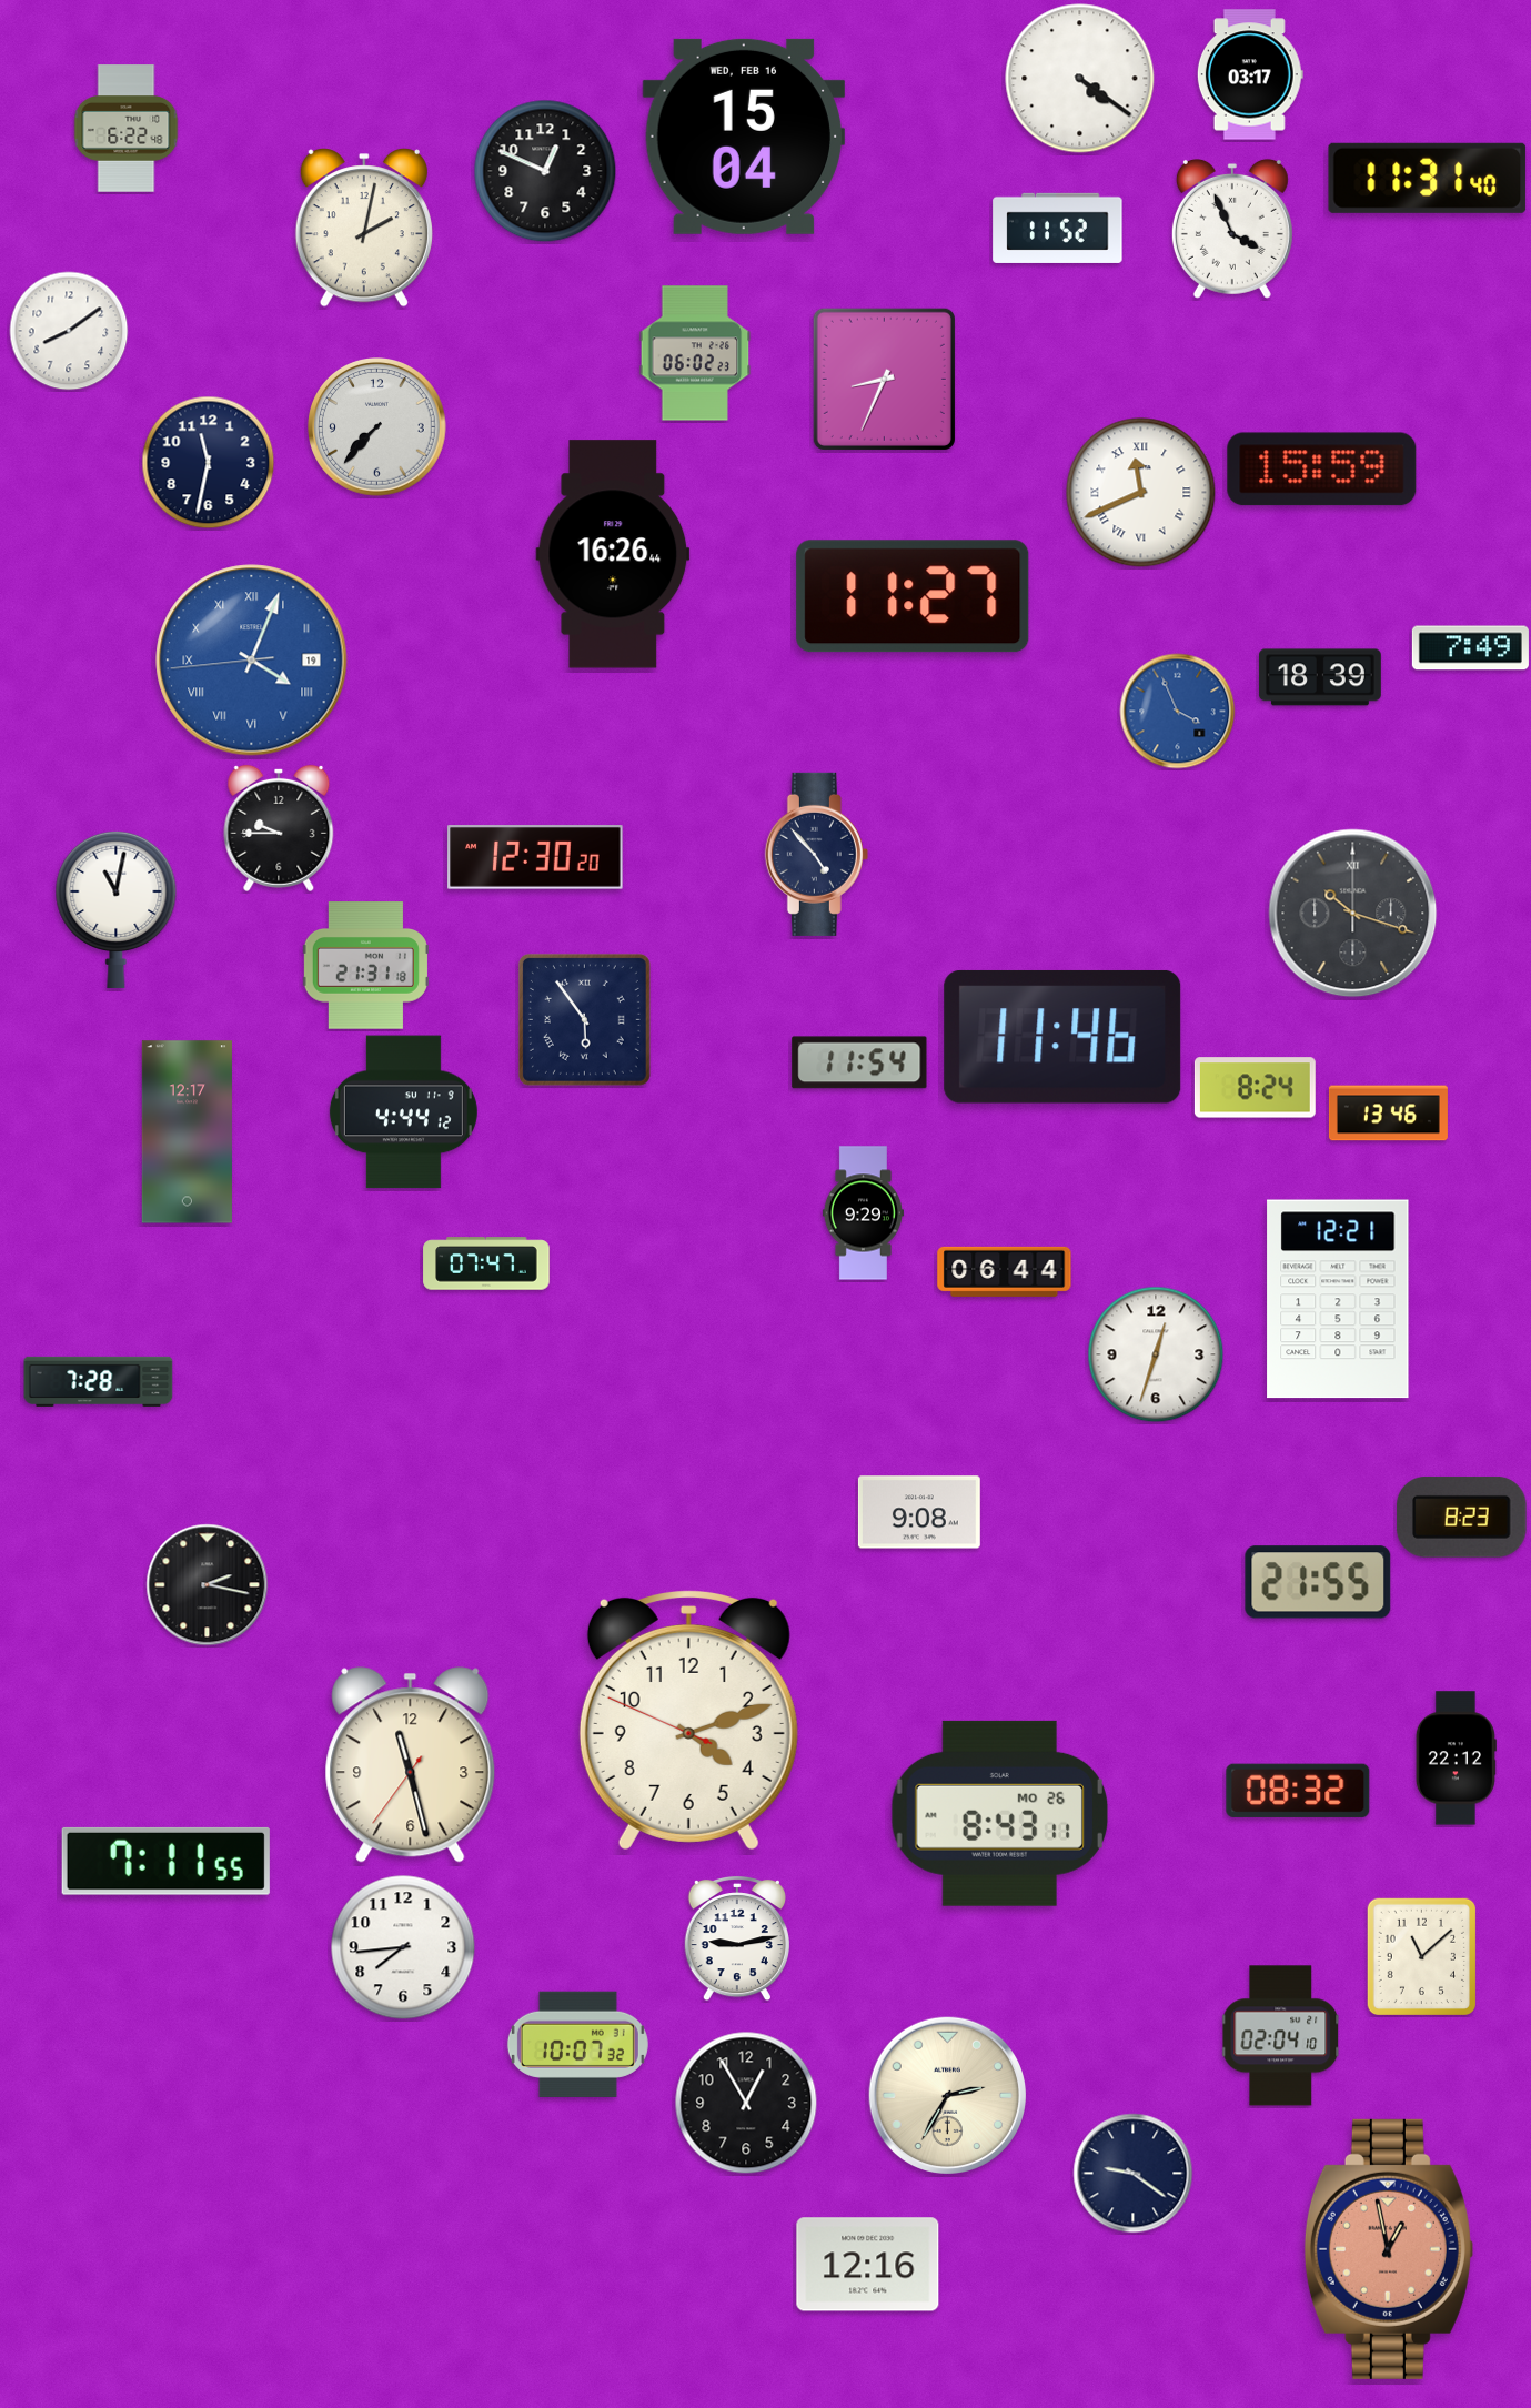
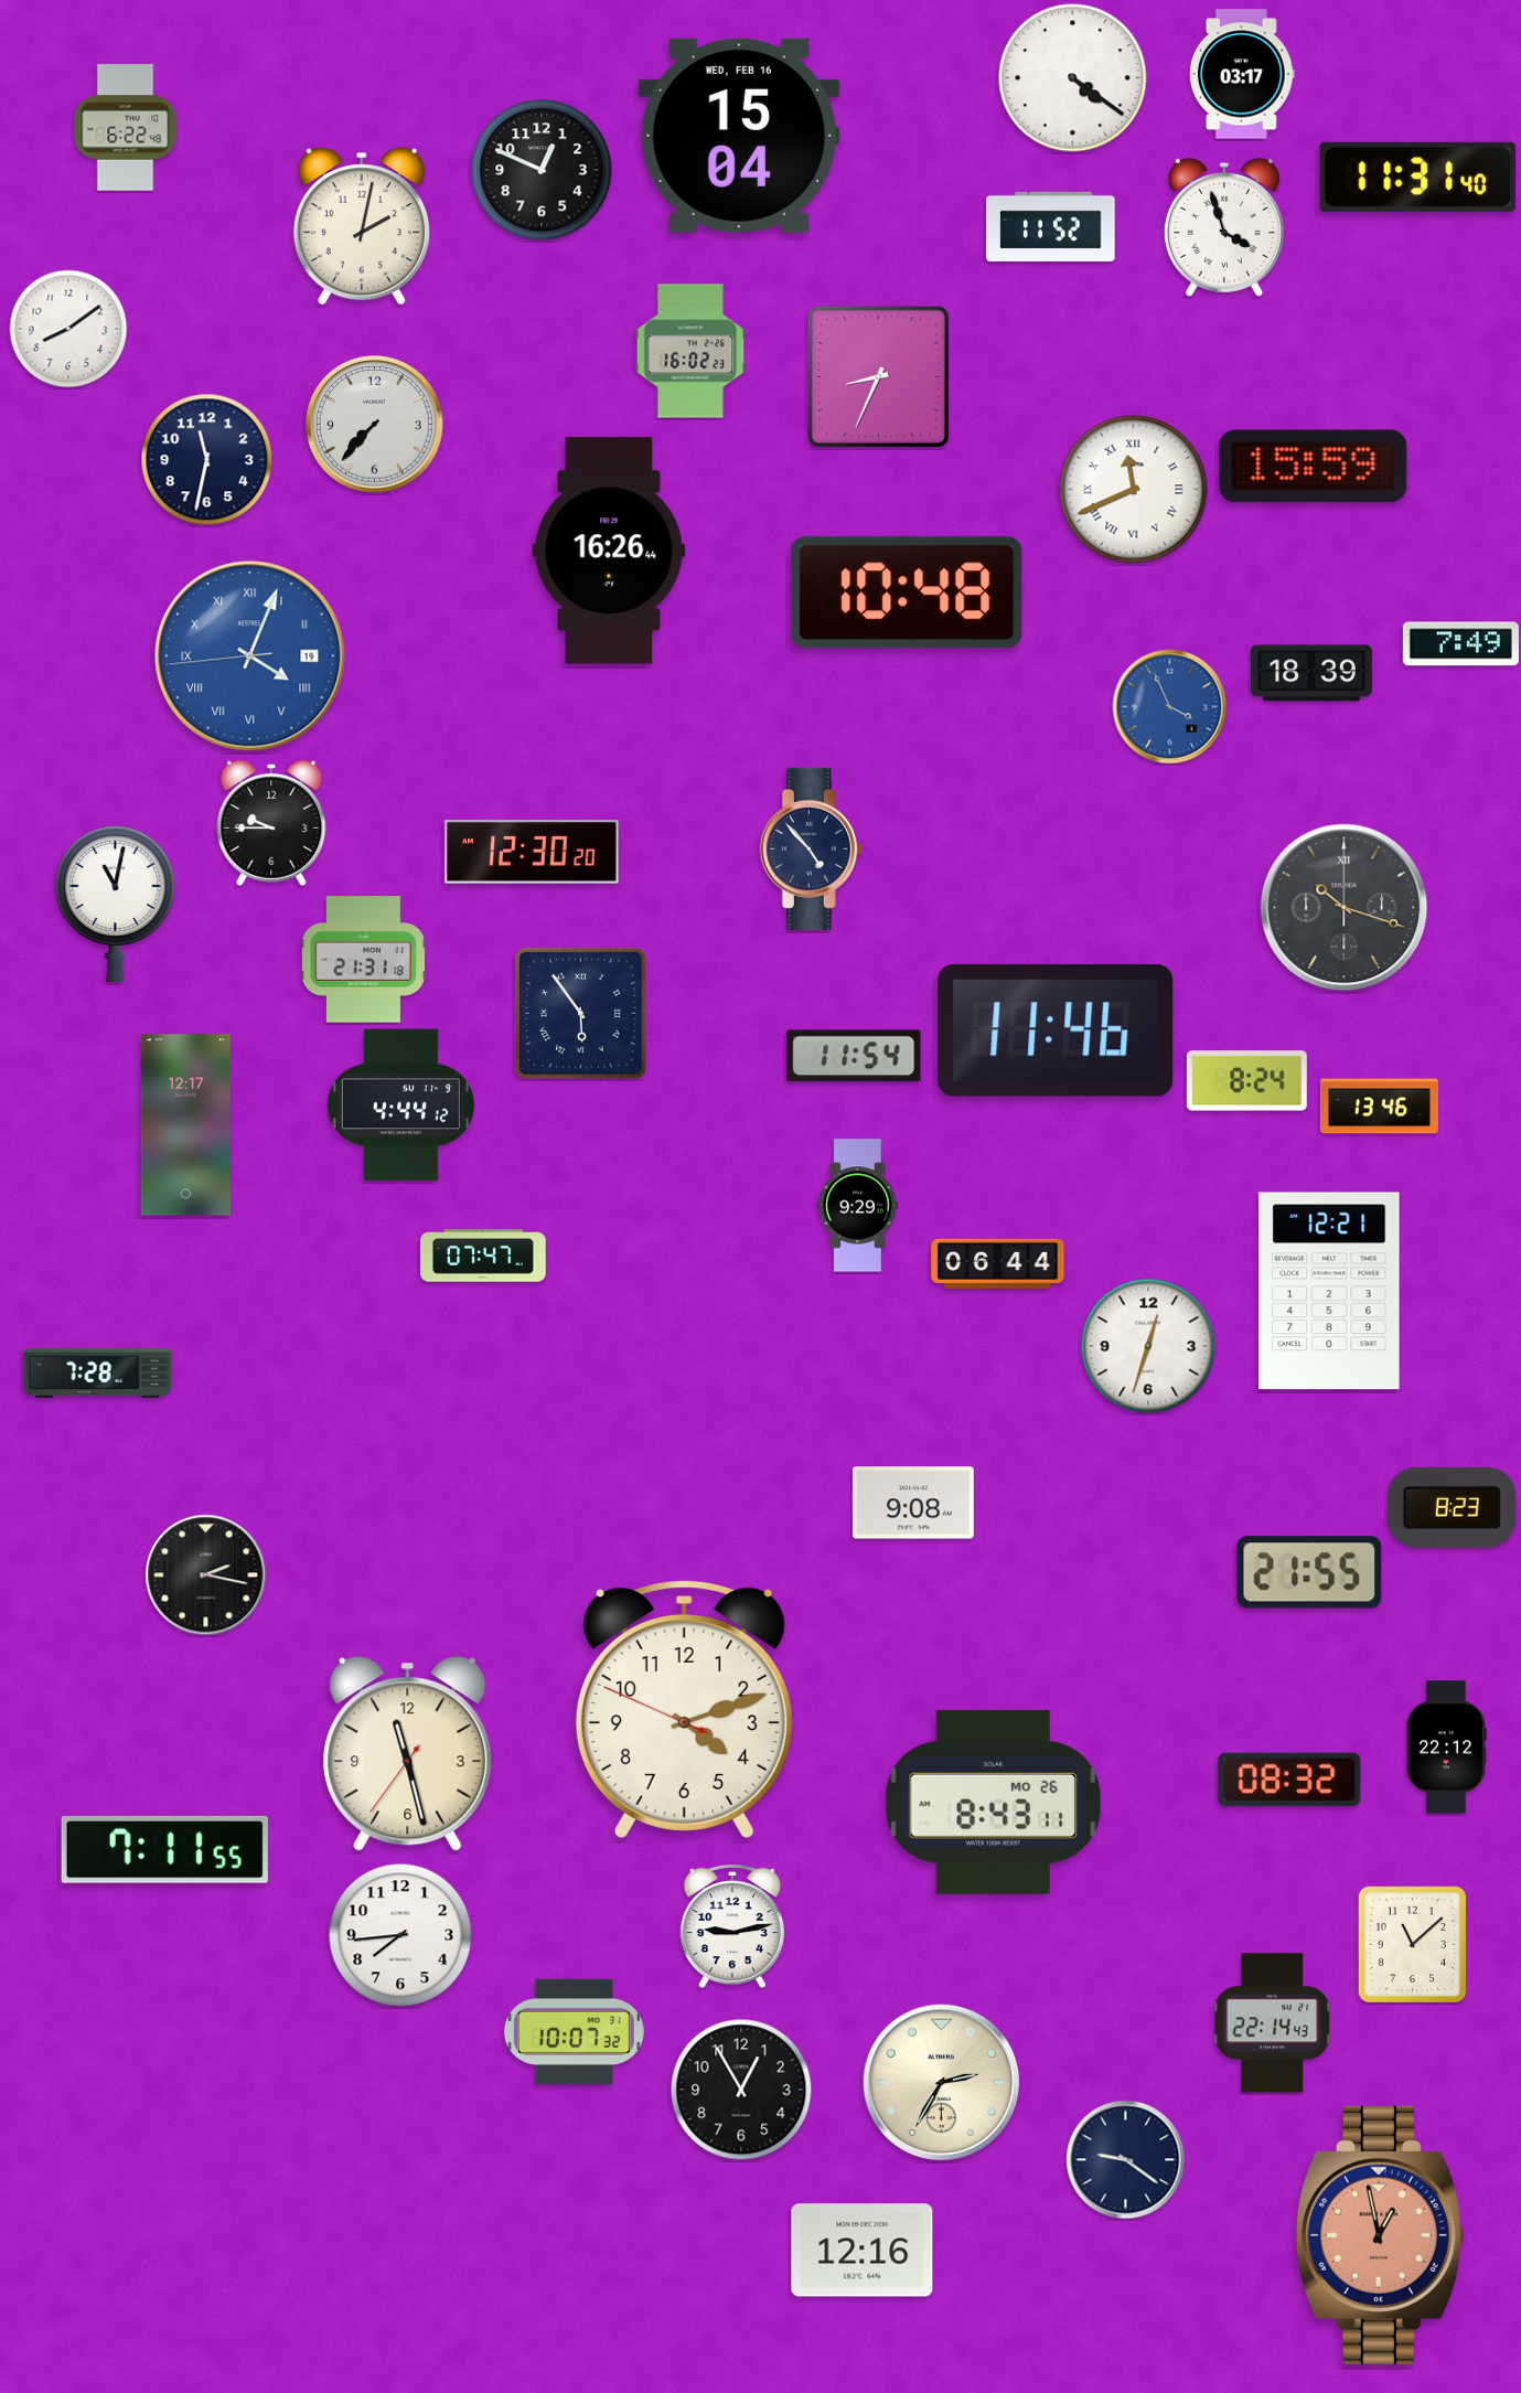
clock at (1232, 229): 3:56 -> 3:57
clock at (695, 353): 06:02 -> 16:02
clock at (913, 596): 11:27 -> 10:48
clock at (279, 828) position: (279, 828) -> (271, 823)
clock at (1281, 2036): 02:04 -> 22:14
